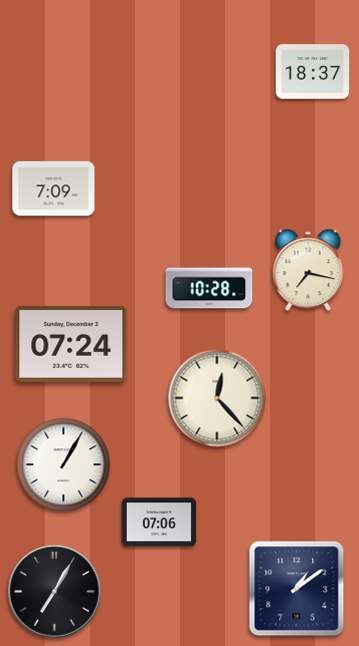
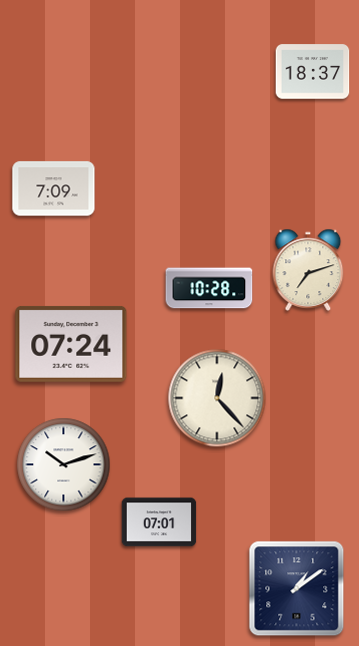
clock at (308, 270): 7:17 -> 7:12
clock at (64, 465): 1:05 -> 10:12
clock at (159, 522): 07:06 -> 07:01
clock at (55, 592): 7:05 -> none
